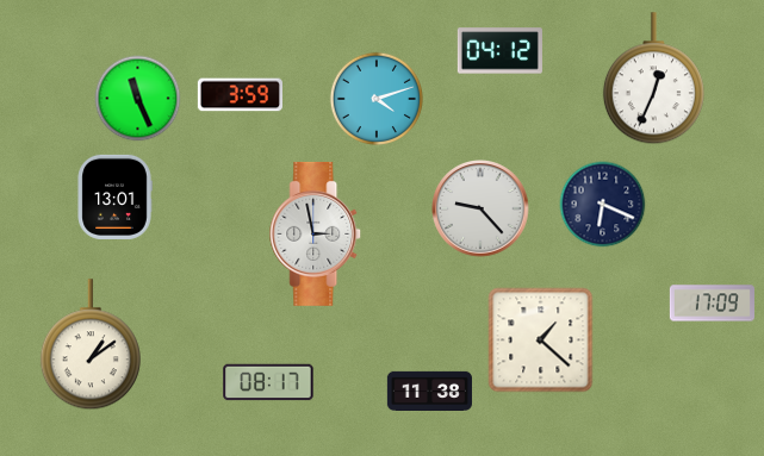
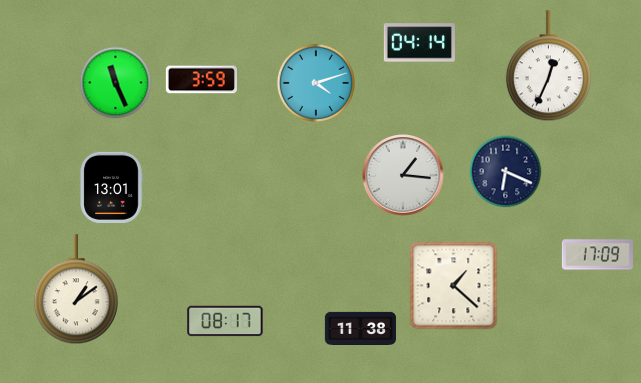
clock at (499, 51): 04:12 -> 04:14
clock at (114, 196) position: (114, 196) -> (111, 187)
clock at (480, 208): 9:23 -> 1:16
clock at (316, 233): 2:58 -> none
